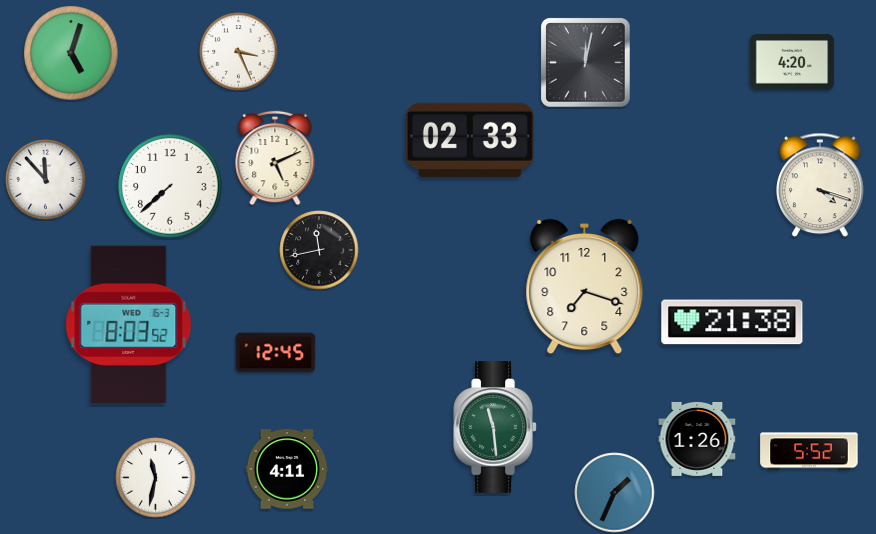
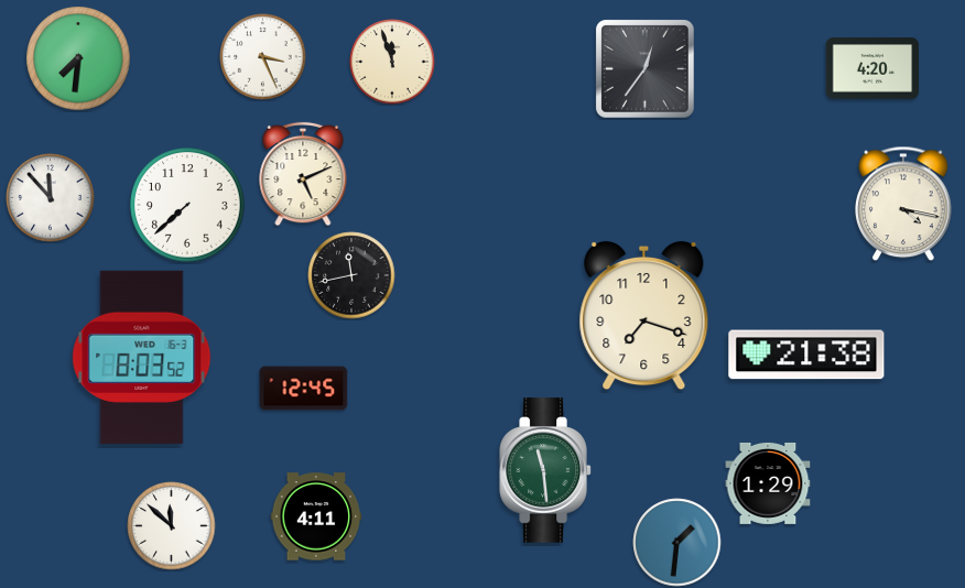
clock at (71, 53): 5:03 -> 7:31
clock at (392, 62): none -> 11:57
clock at (586, 63): 12:02 -> 12:36
clock at (470, 140): 02:33 -> none
clock at (820, 185): 4:18 -> 4:17
clock at (697, 439): 1:26 -> 1:29
clock at (809, 451): 5:52 -> none
clock at (156, 478): 11:32 -> 11:52
clock at (615, 493): 1:34 -> 1:31
